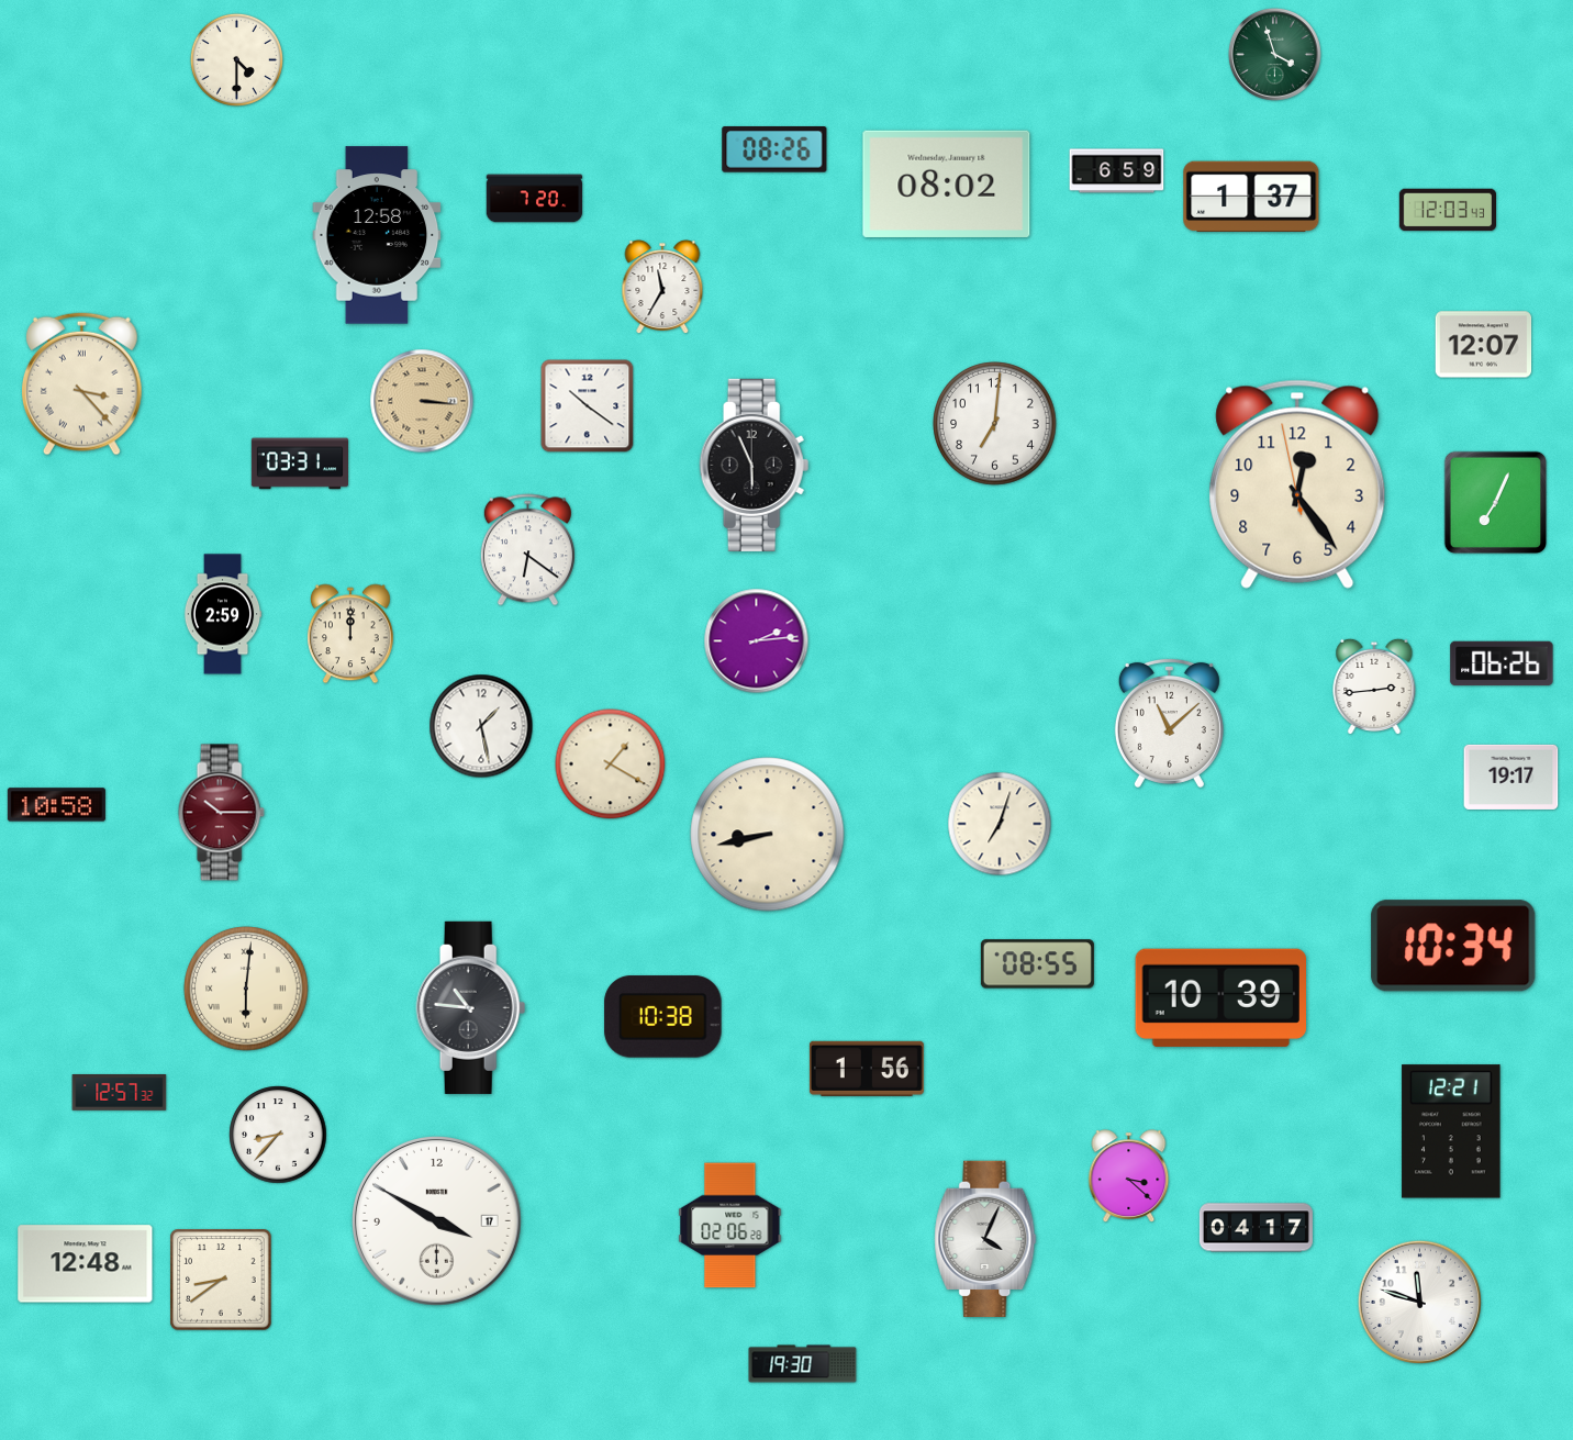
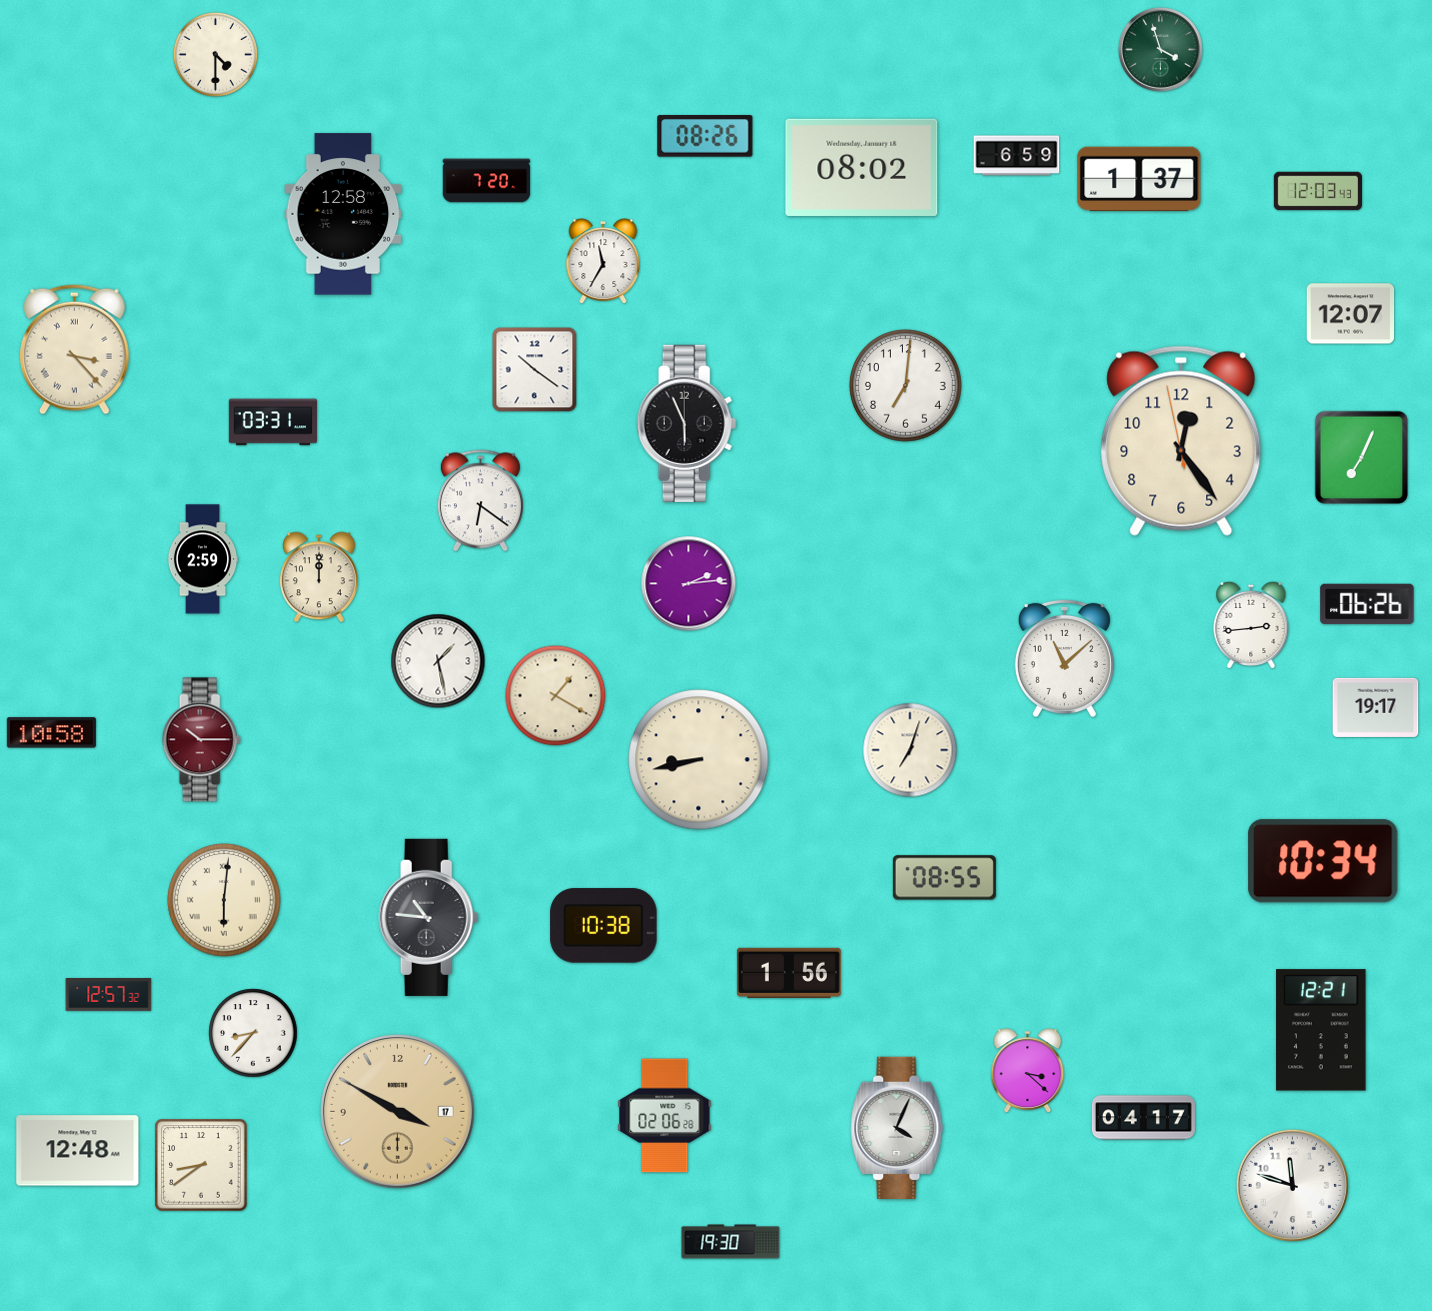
clock at (422, 401): 3:16 -> none
clock at (1220, 997): 10:39 -> none
clock at (437, 1221) dial: white -> champagne
